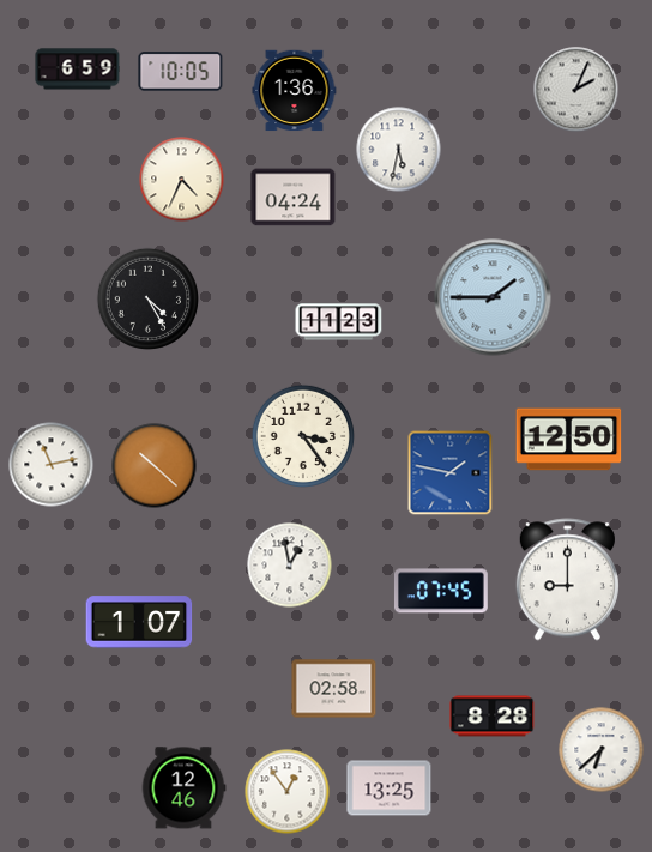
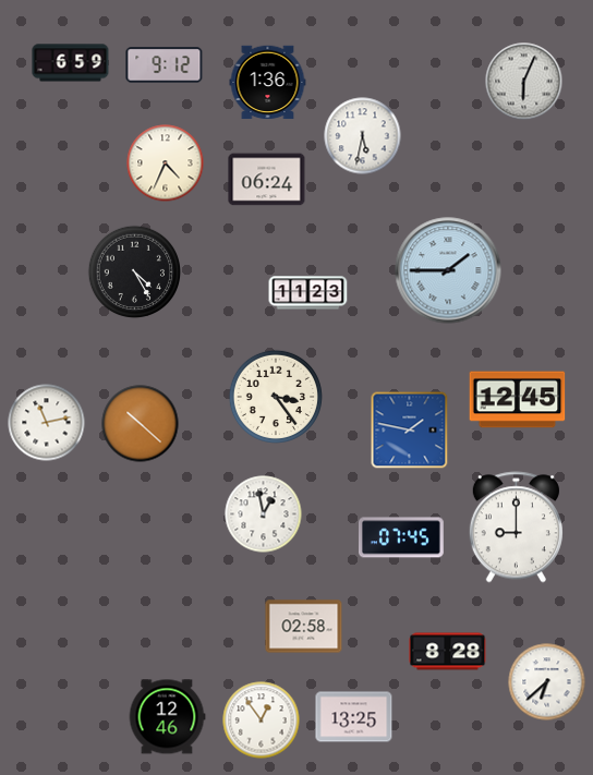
clock at (181, 72): 10:05 -> 9:12
clock at (576, 90): 2:04 -> 6:04
clock at (294, 198): 04:24 -> 06:24
clock at (569, 440): 12:50 -> 12:45
clock at (139, 622): 1:07 -> none
